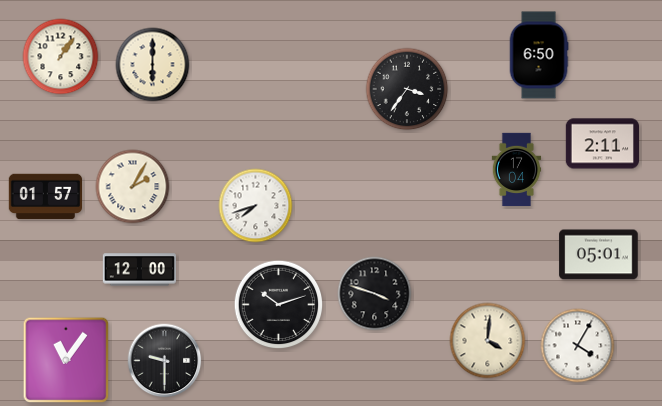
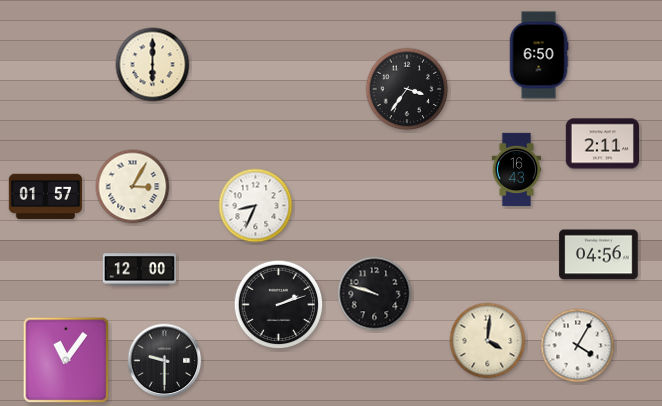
clock at (61, 57): 1:06 -> none
clock at (517, 170): 17:04 -> 16:43
clock at (133, 187): 2:05 -> 3:05
clock at (256, 206): 7:42 -> 8:34
clock at (599, 255): 05:01 -> 04:56
clock at (375, 294): 3:48 -> 9:48
clock at (279, 305): 10:12 -> 2:12
